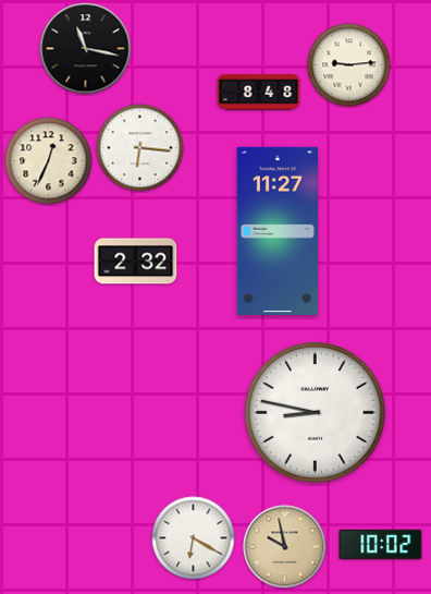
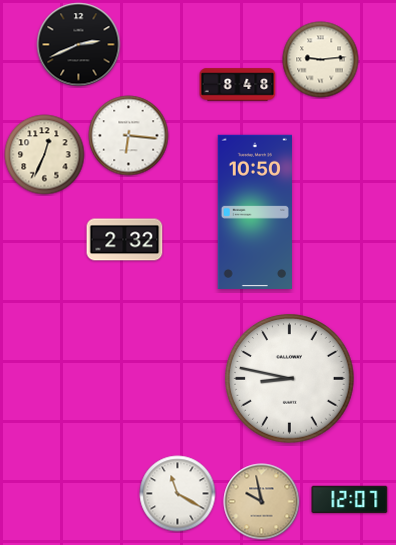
clock at (86, 49): 11:17 -> 2:41
clock at (49, 161) position: (49, 161) -> (45, 155)
clock at (276, 231): 11:27 -> 10:50
clock at (194, 538): 6:20 -> 11:20
clock at (381, 545): 10:02 -> 12:07
